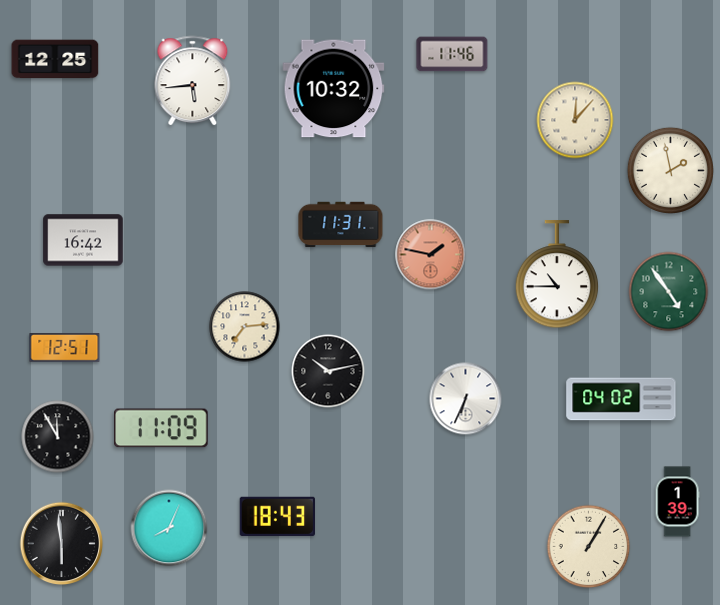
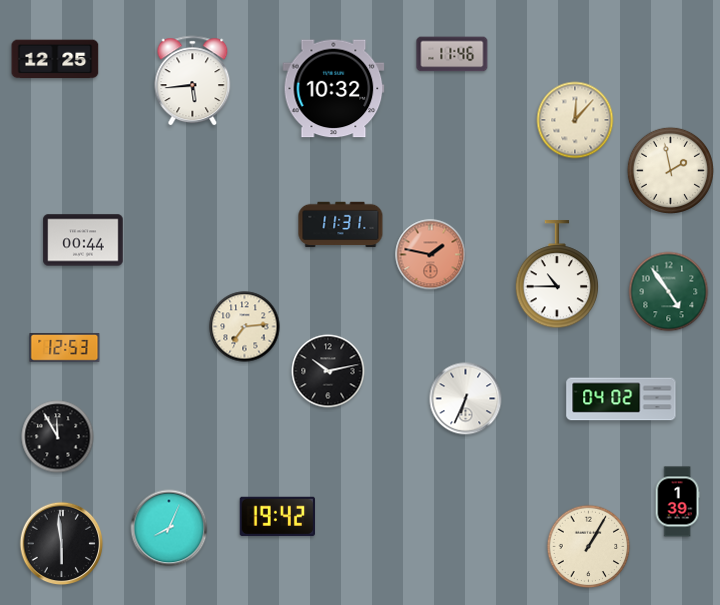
clock at (83, 240): 16:42 -> 00:44
clock at (65, 348): 12:51 -> 12:53
clock at (161, 428): 11:09 -> none
clock at (277, 516): 18:43 -> 19:42
